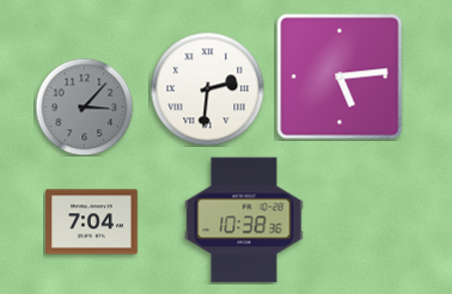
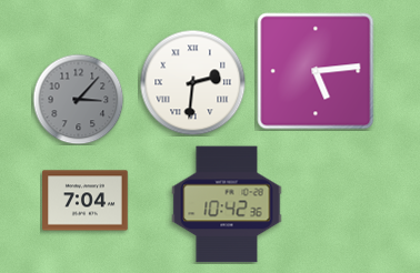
clock at (244, 220): 10:38 -> 10:42
clock at (92, 222) position: (92, 222) -> (86, 201)
